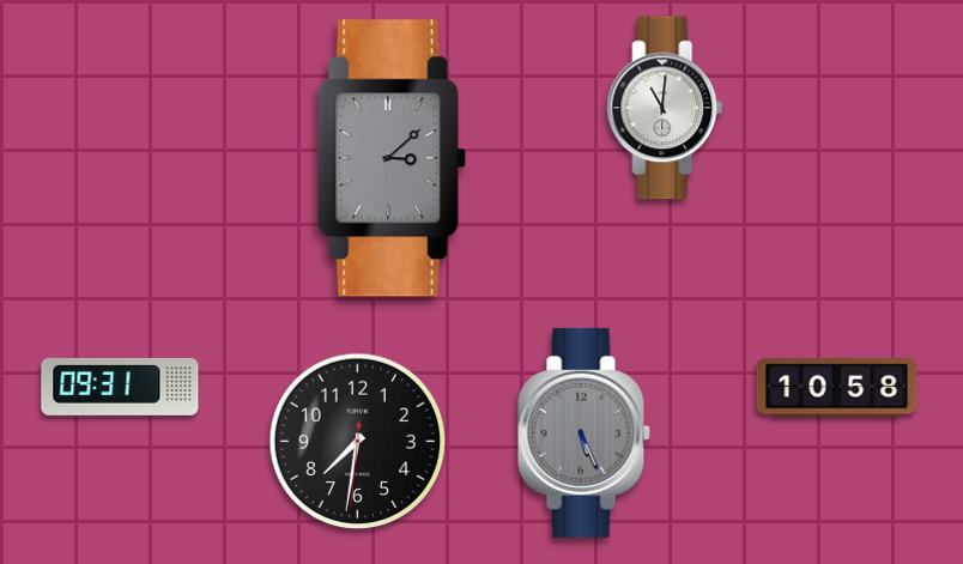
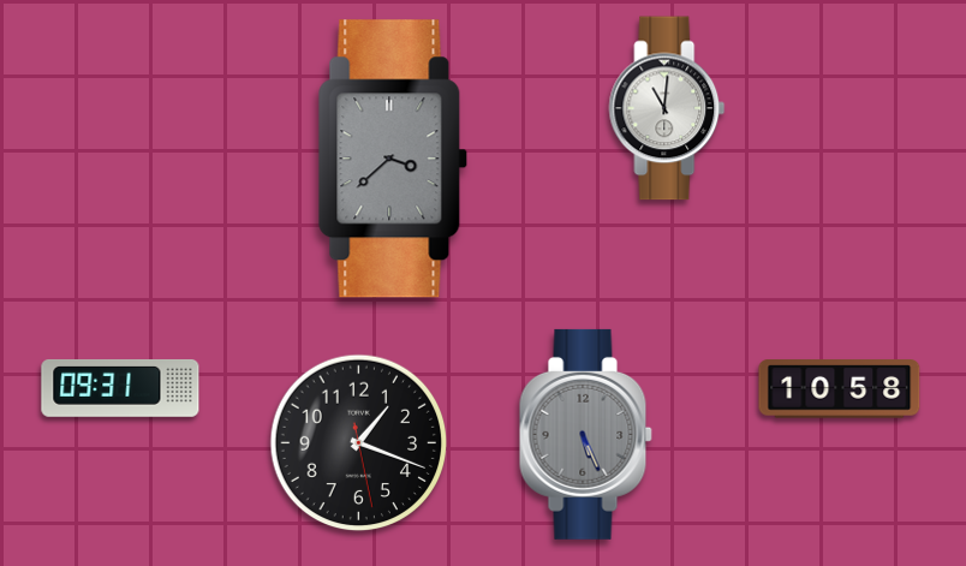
clock at (392, 158): 3:08 -> 3:38
clock at (358, 442): 7:31 -> 1:18
